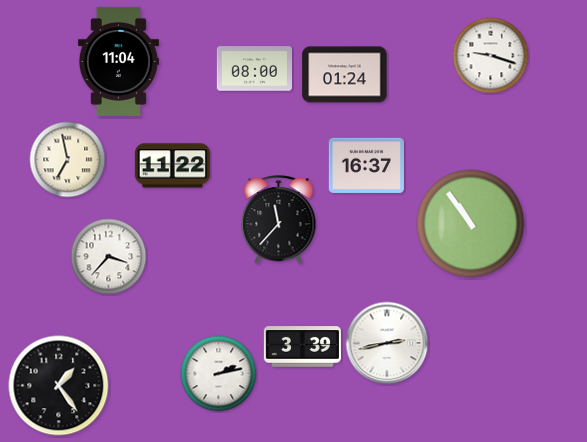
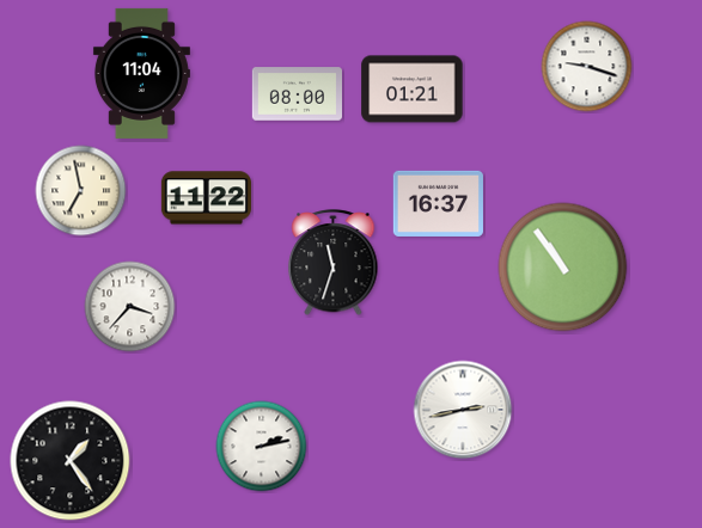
clock at (254, 69) position: (254, 69) -> (297, 94)
clock at (345, 75): 01:24 -> 01:21
clock at (366, 165) position: (366, 165) -> (438, 203)
clock at (279, 221): 11:37 -> 11:33
clock at (302, 347): 3:39 -> none
